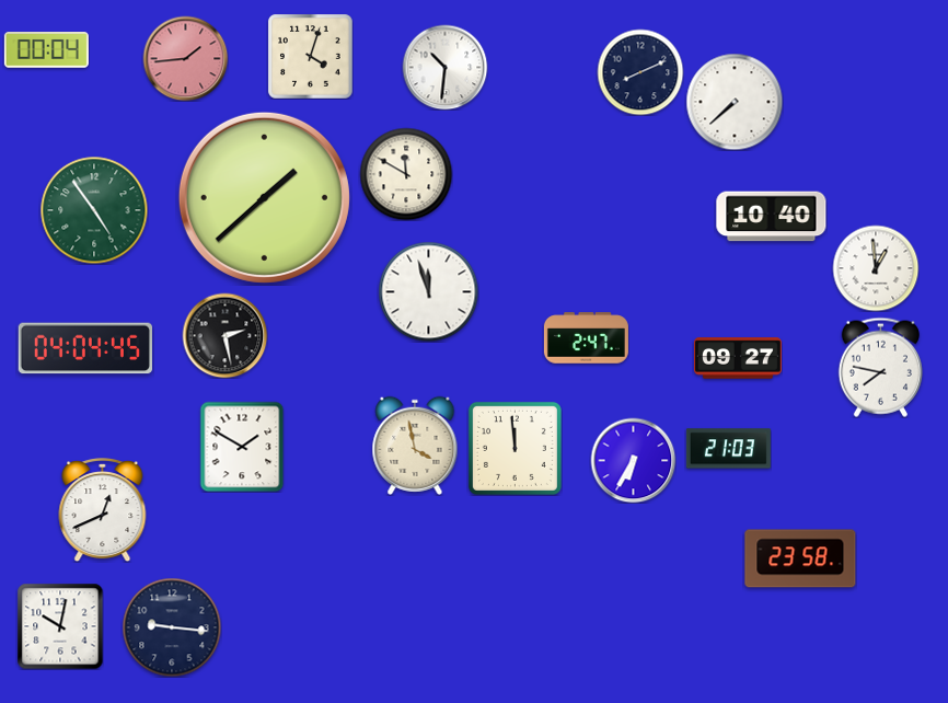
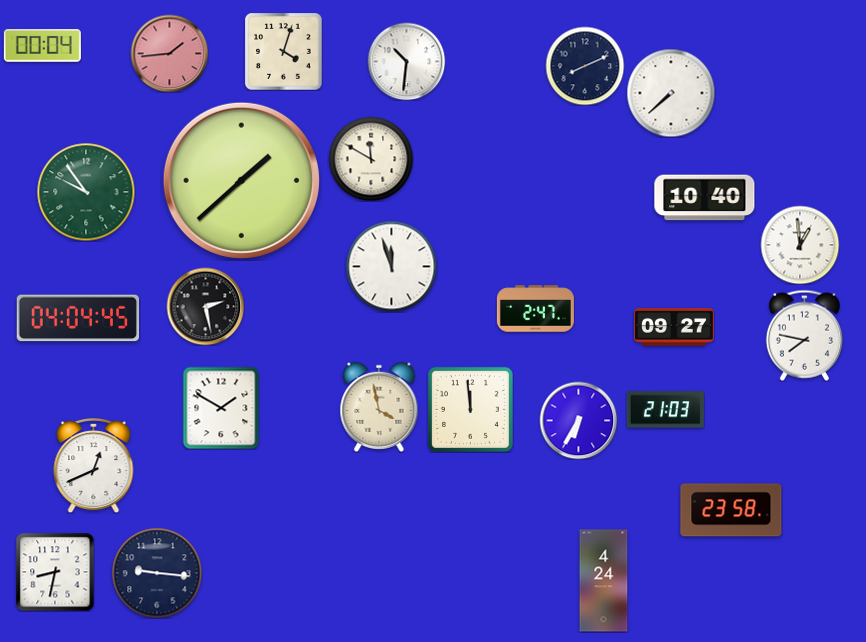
clock at (94, 210): 4:54 -> 9:54
clock at (60, 626): 10:02 -> 8:32
clock at (604, 581): none -> 4:24
